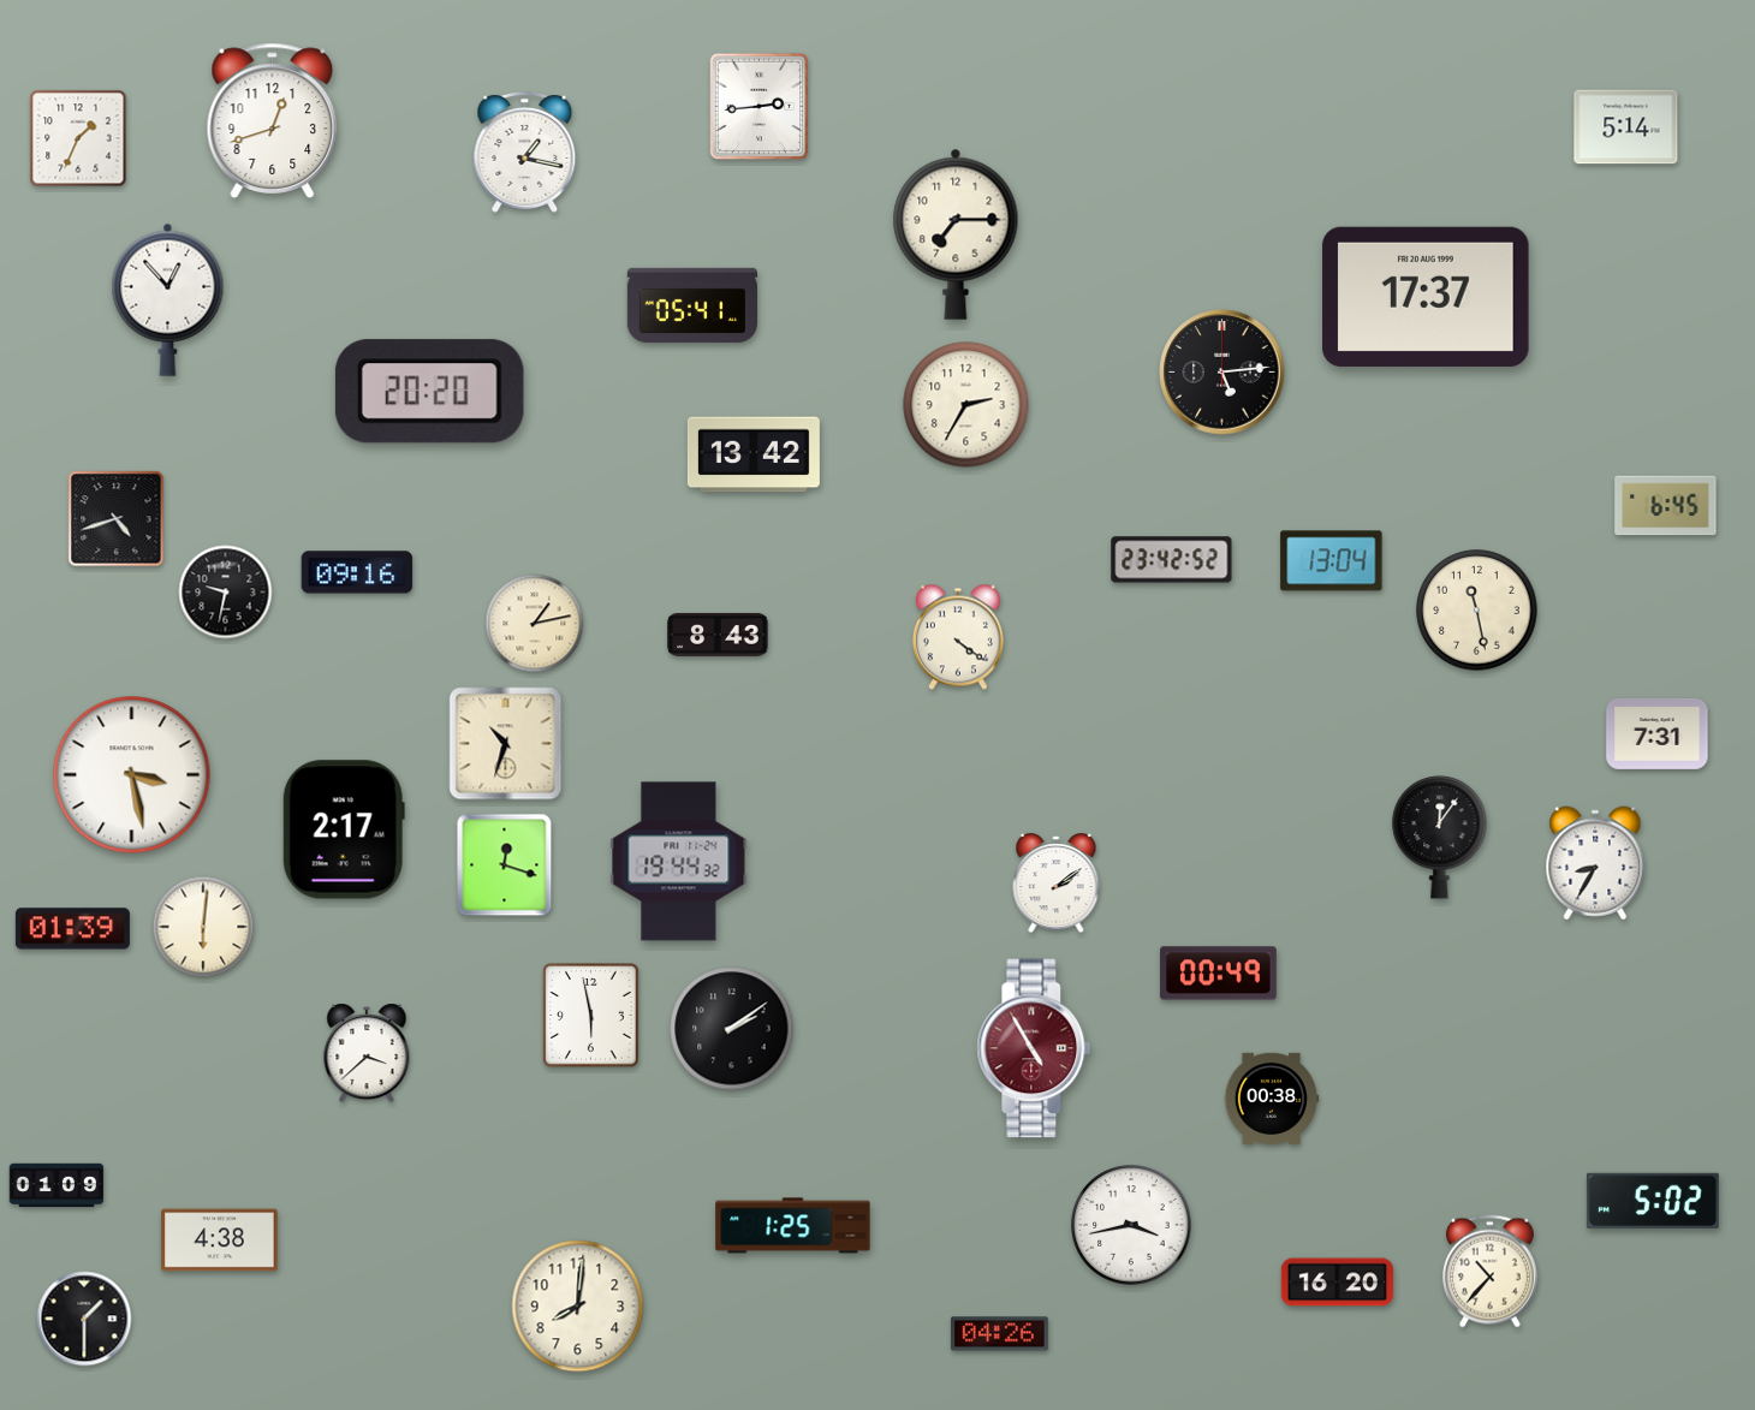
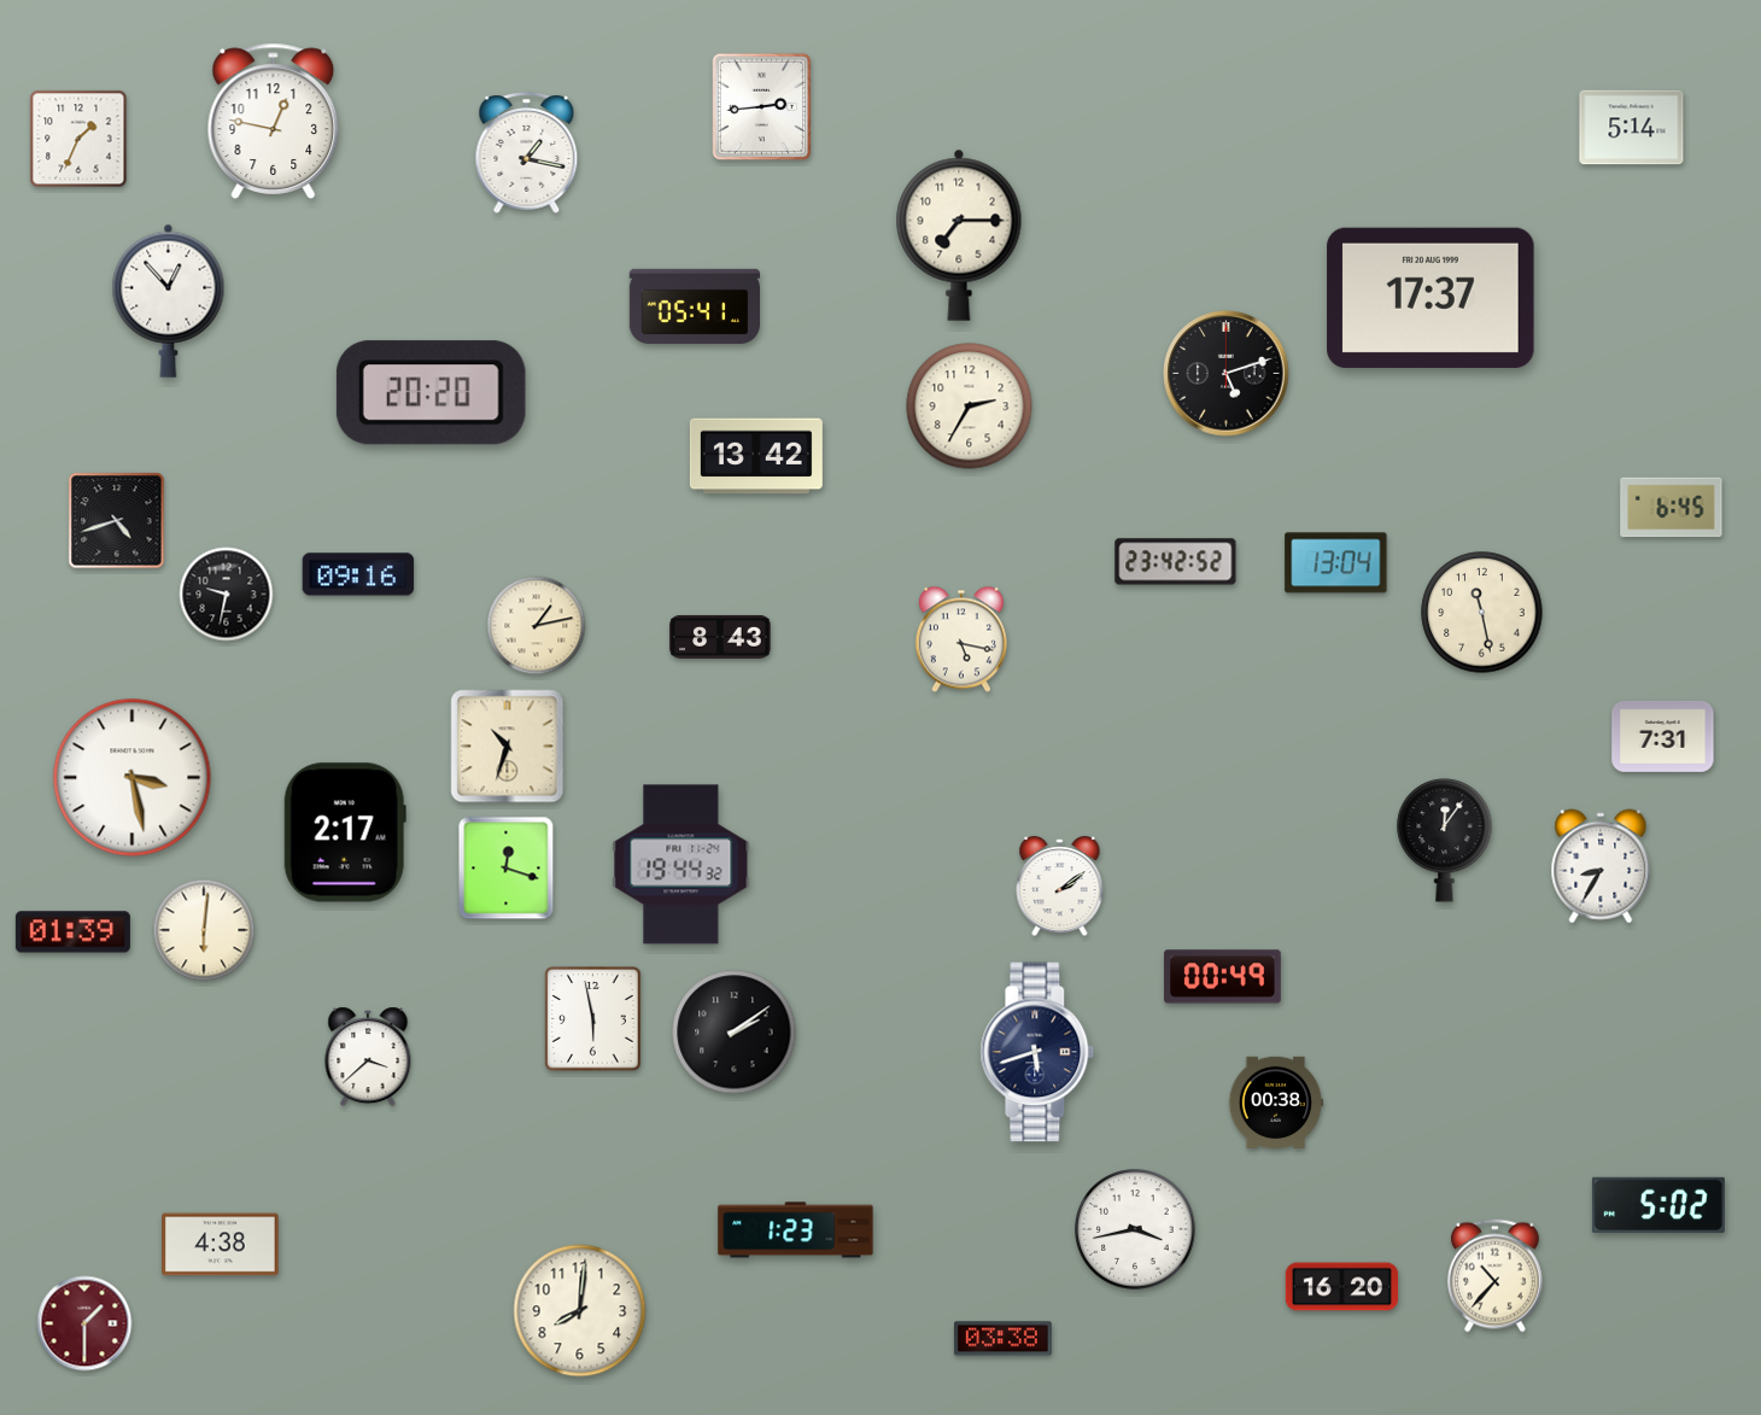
clock at (273, 120): 12:42 -> 12:47
clock at (1222, 373): 5:14 -> 5:12
clock at (958, 637): 4:21 -> 5:17
clock at (1034, 1048): 4:55 -> 5:42
clock at (1034, 1048) dial: burgundy -> navy
clock at (56, 1185): 01:09 -> none
clock at (793, 1226): 1:25 -> 1:23
clock at (84, 1319) dial: black -> burgundy
clock at (999, 1334): 04:26 -> 03:38
